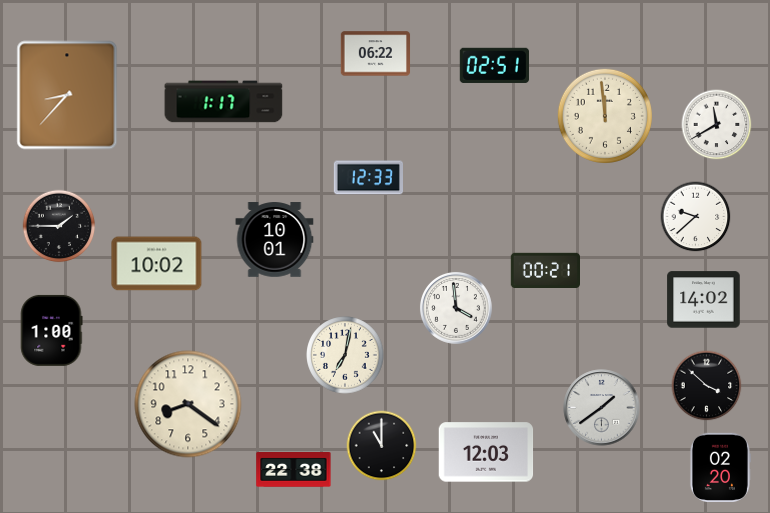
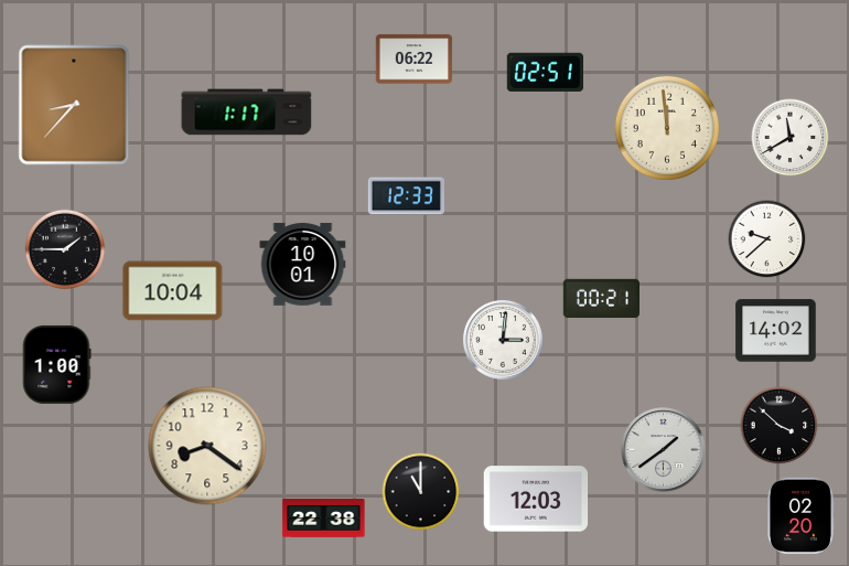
clock at (157, 264): 10:02 -> 10:04
clock at (456, 308): 3:59 -> 3:01
clock at (345, 355): 7:02 -> none
clock at (720, 467) position: (720, 467) -> (800, 515)
